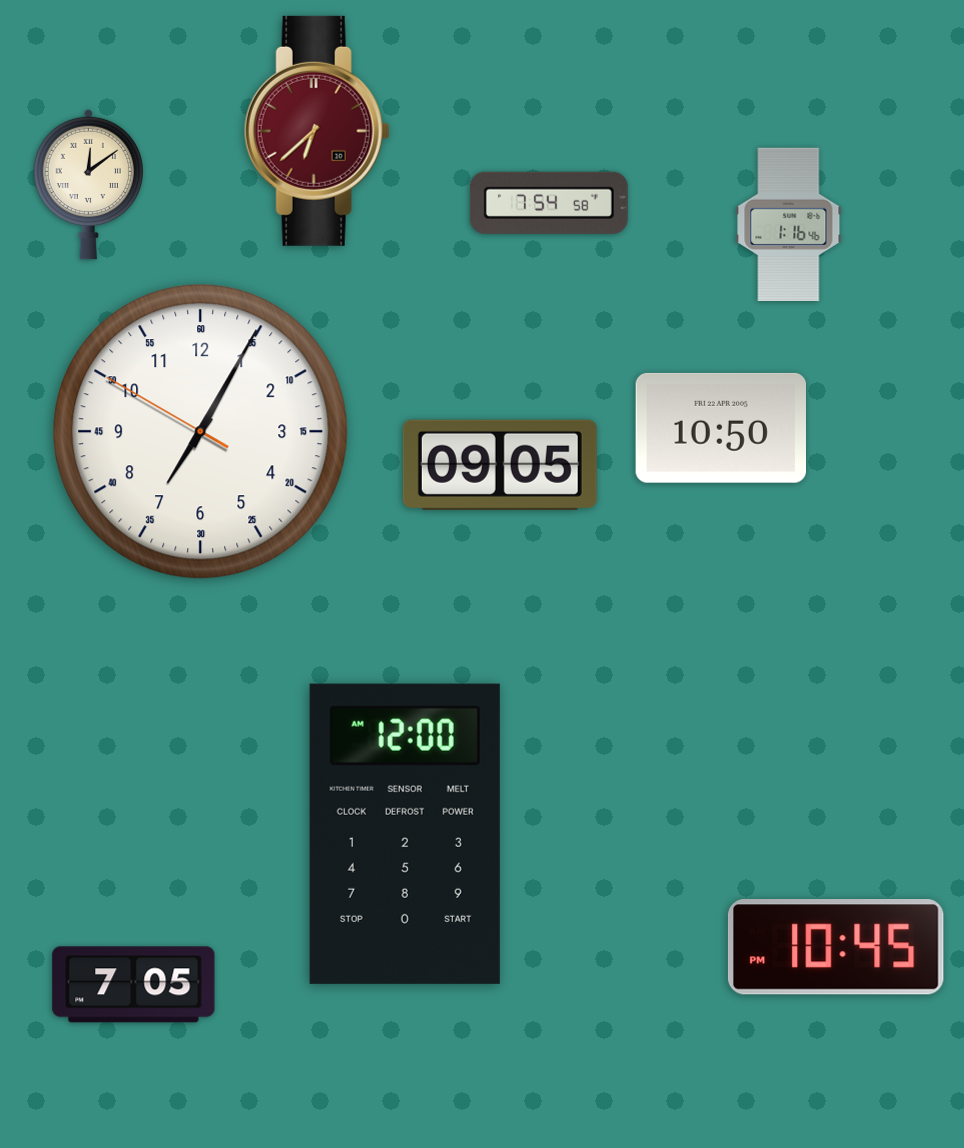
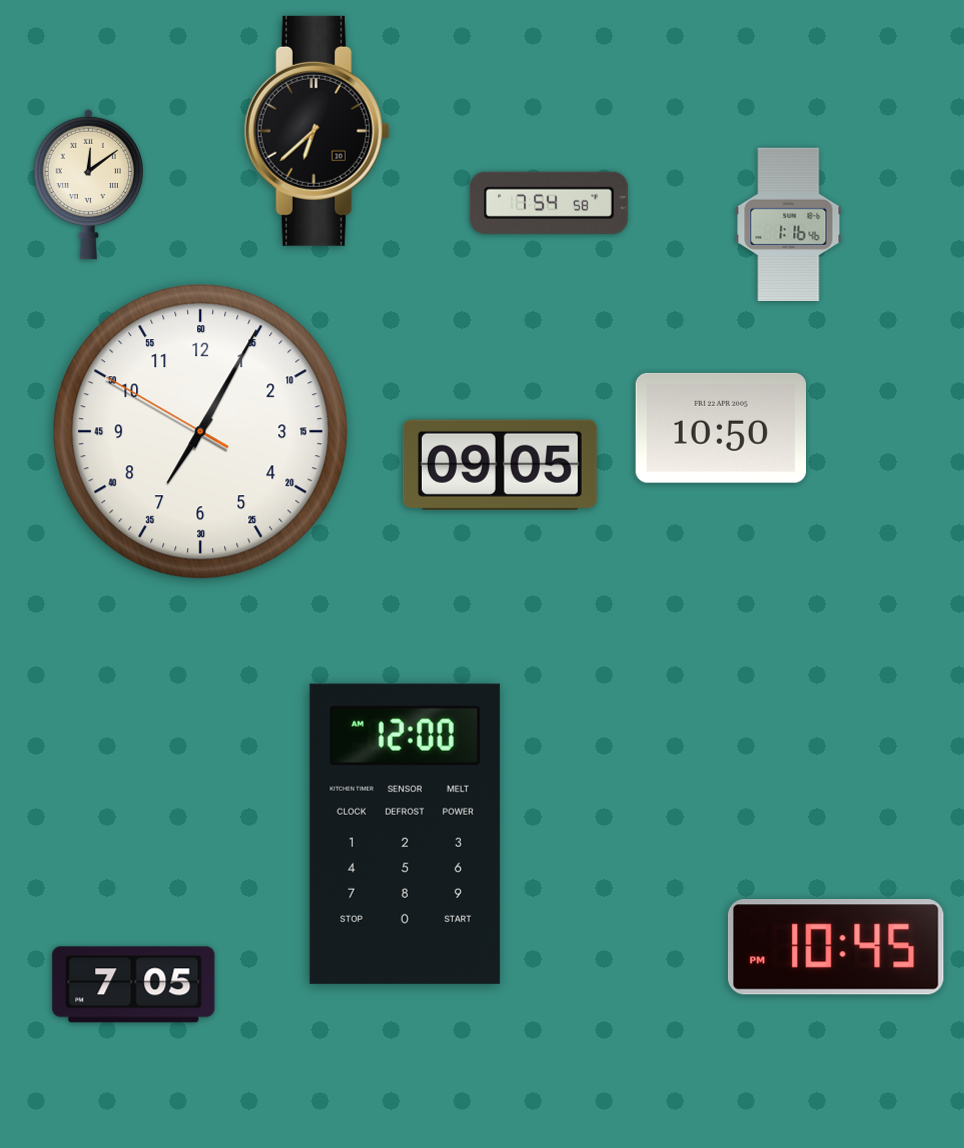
clock at (317, 131) dial: burgundy -> black
